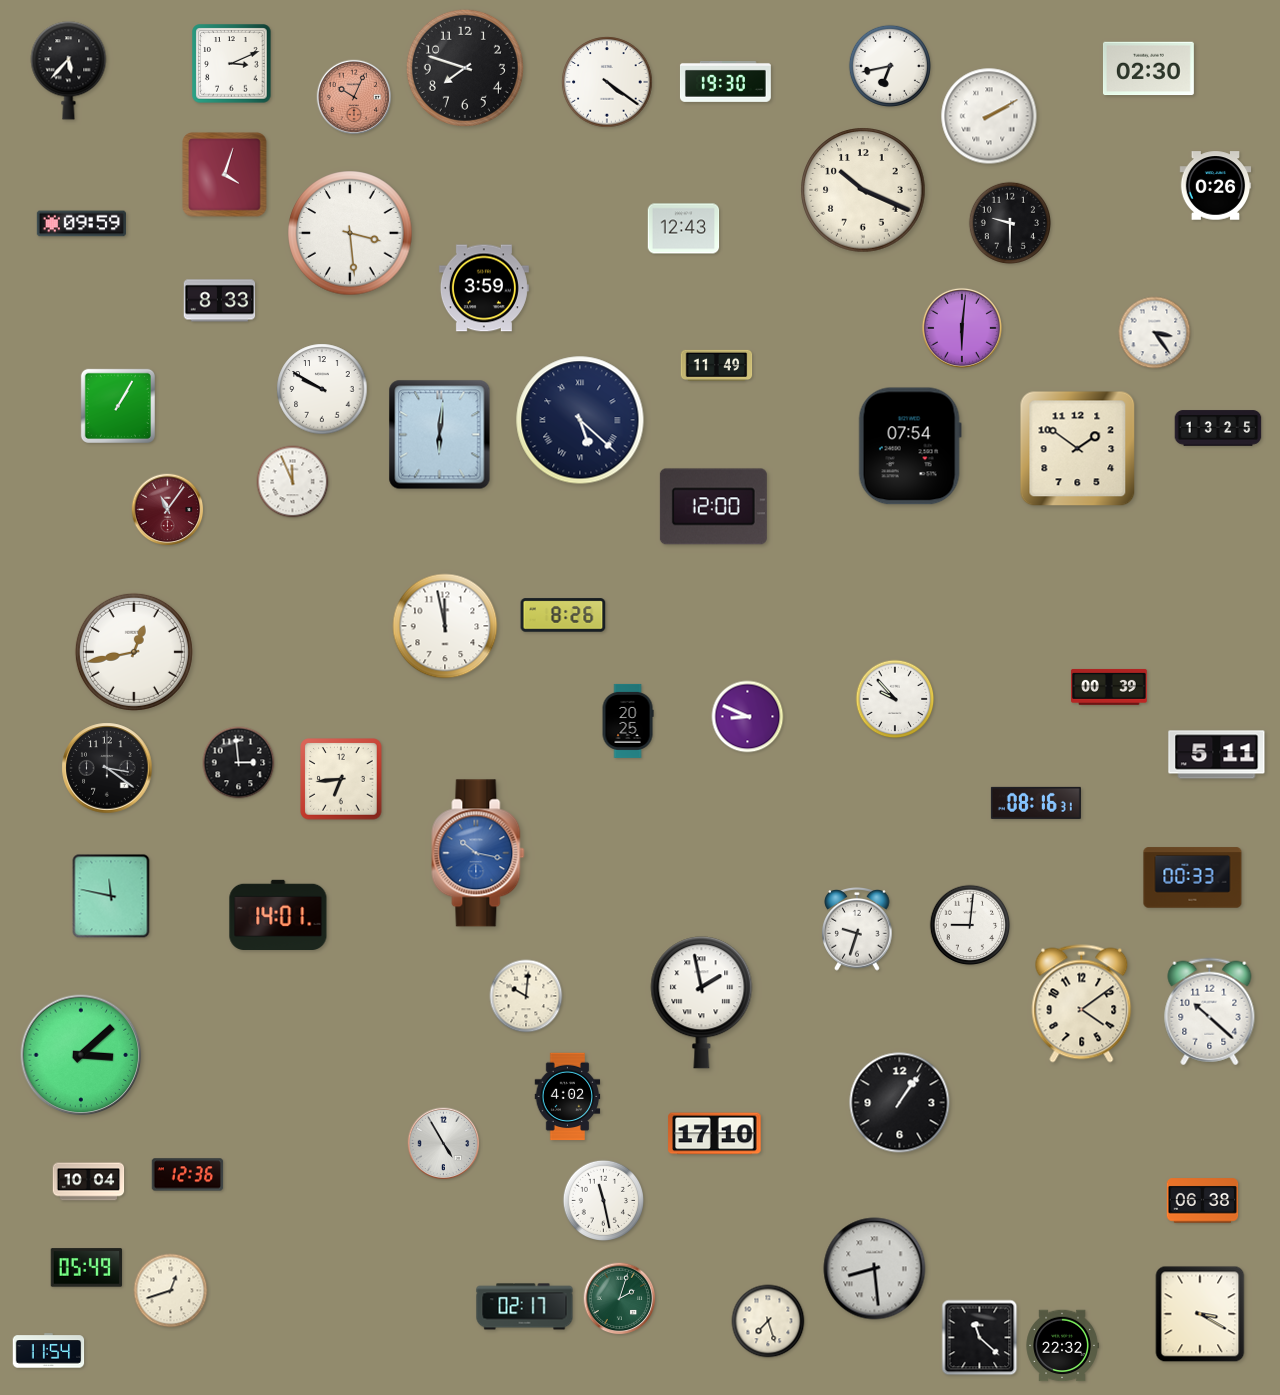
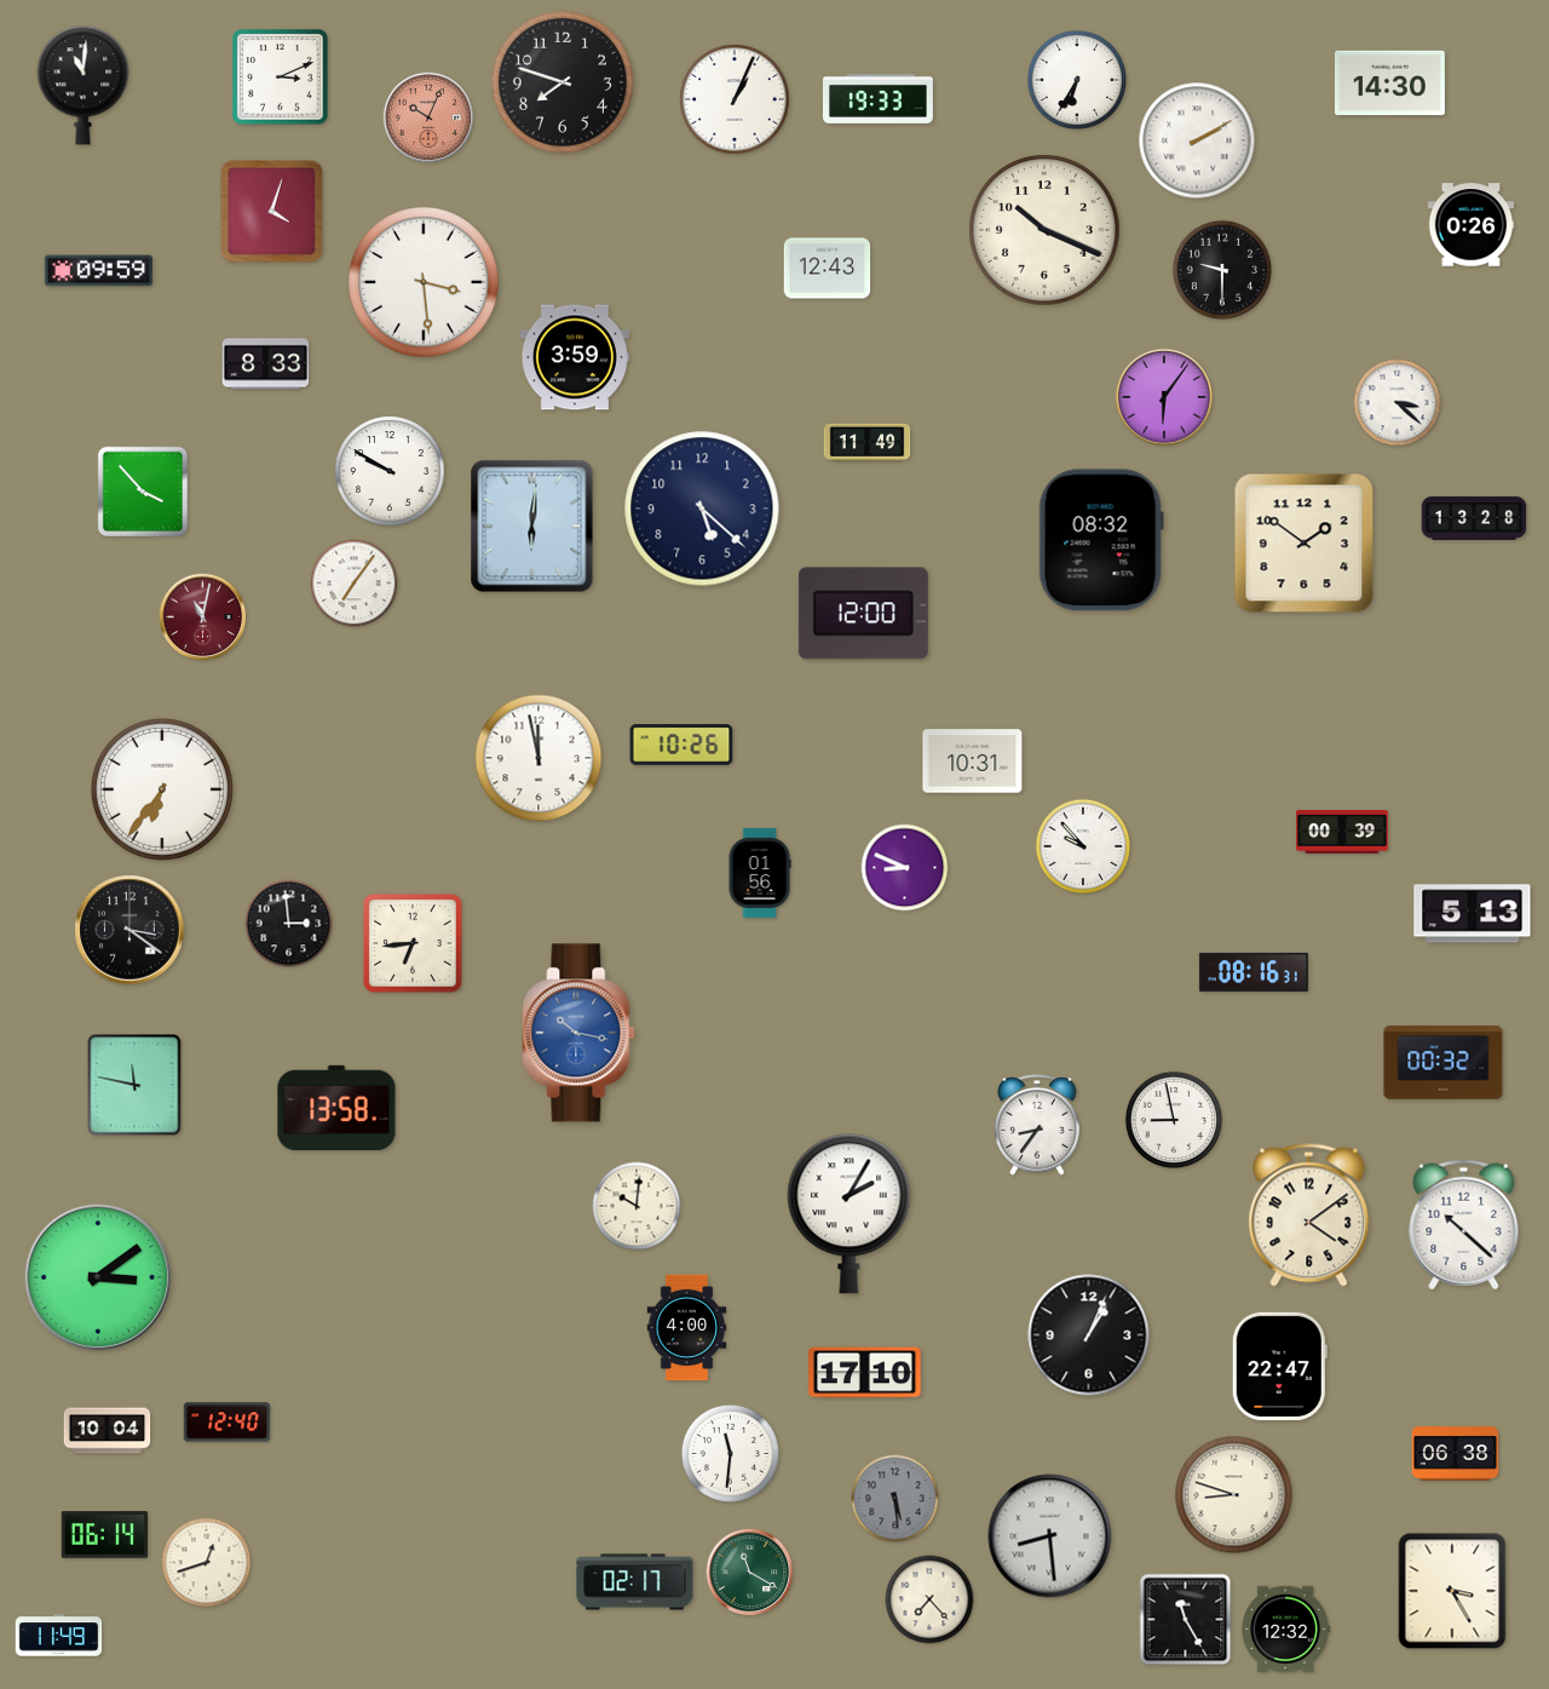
clock at (890, 66): 6:43 -> 6:35
clock at (1148, 69): 02:30 -> 14:30
clock at (69, 71): 5:37 -> 11:01
clock at (725, 81): 19:30 -> 19:33
clock at (607, 82): 4:21 -> 1:04
clock at (684, 229) position: (684, 229) -> (828, 269)
clock at (484, 288) position: (484, 288) -> (575, 357)
clock at (962, 328): 6:01 -> 6:06
clock at (1155, 333): 3:24 -> 3:22
clock at (118, 406): 1:05 -> 3:53
clock at (580, 420) numerals: Roman -> Arabic
clock at (1218, 428): 13:25 -> 13:28
clock at (910, 446): 07:54 -> 08:32
clock at (293, 482): 11:56 -> 7:06
clock at (168, 510): 11:06 -> 11:02
clock at (563, 615): 8:26 -> 10:26
clock at (973, 762): none -> 10:31
clock at (134, 652): 12:43 -> 6:36
clock at (628, 721): 20:25 -> 01:56
clock at (1217, 755): 5:11 -> 5:13
clock at (1193, 878): 00:33 -> 00:32
clock at (278, 914): 14:01 -> 13:58
clock at (970, 925): 9:01 -> 8:58
clock at (857, 930): 9:33 -> 8:36
clock at (702, 1003): 1:58 -> 2:05
clock at (81, 1055): 3:08 -> 3:09
clock at (568, 1097): 4:02 -> 4:00
clock at (900, 1103): 1:06 -> 1:04
clock at (1279, 1366): none -> 22:47
clock at (444, 1144): 4:55 -> none
clock at (188, 1175): 12:36 -> 12:40
clock at (603, 1200): 11:28 -> 11:31
clock at (1234, 1495): none -> 8:48
clock at (896, 1499): none -> 5:29
clock at (87, 1268): 05:49 -> 06:14
clock at (875, 1269) position: (875, 1269) -> (1050, 1536)
clock at (620, 1299): 2:03 -> 11:20
clock at (1200, 1314): 3:20 -> 3:25
clock at (768, 1321): 7:27 -> 7:23
clock at (980, 1338): 11:22 -> 11:25
clock at (1062, 1346): 22:32 -> 12:32
clock at (49, 1351): 11:54 -> 11:49
